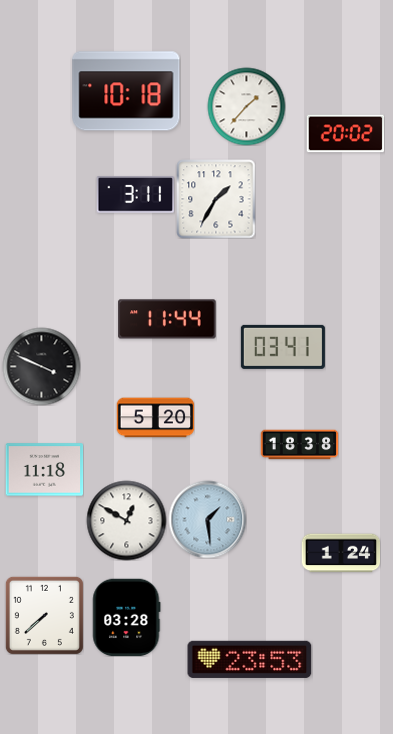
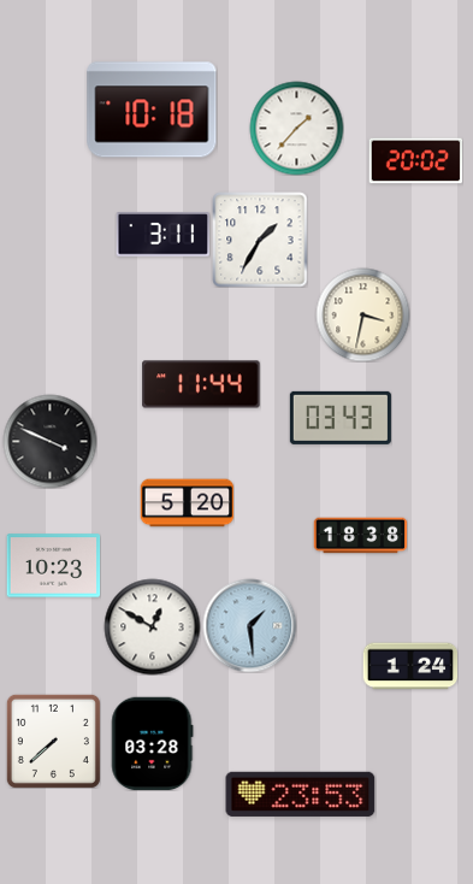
clock at (362, 314): none -> 3:32
clock at (283, 347): 03:41 -> 03:43
clock at (44, 470): 11:18 -> 10:23
